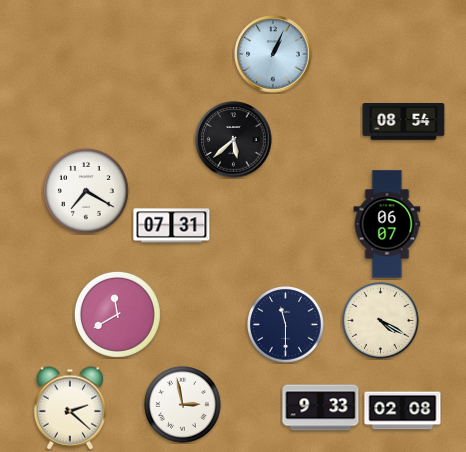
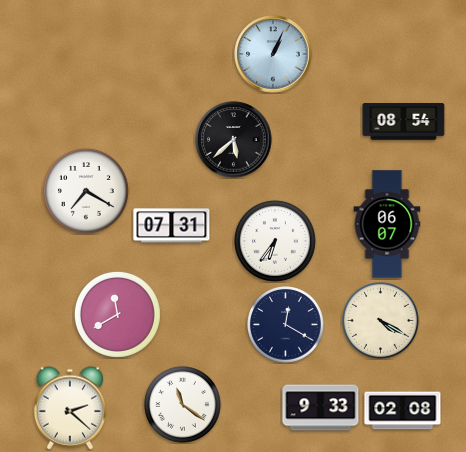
clock at (275, 241): none -> 6:36
clock at (286, 325): 11:30 -> 12:20
clock at (183, 405): 2:58 -> 11:21
